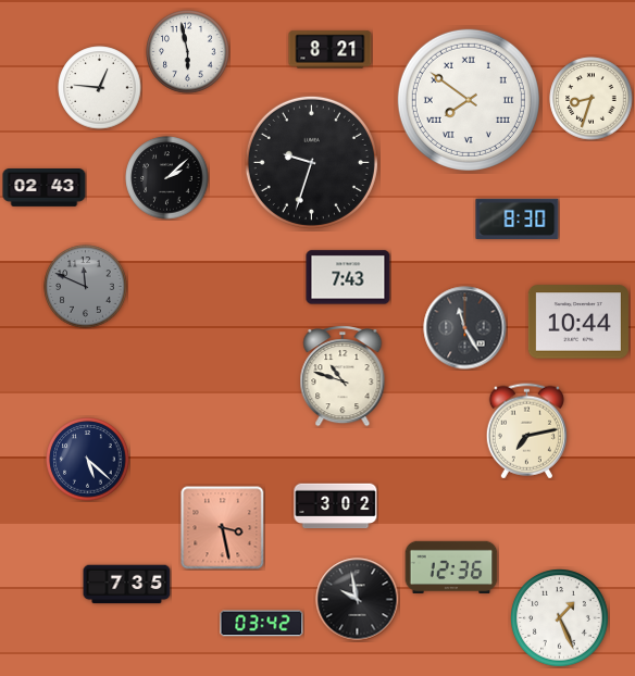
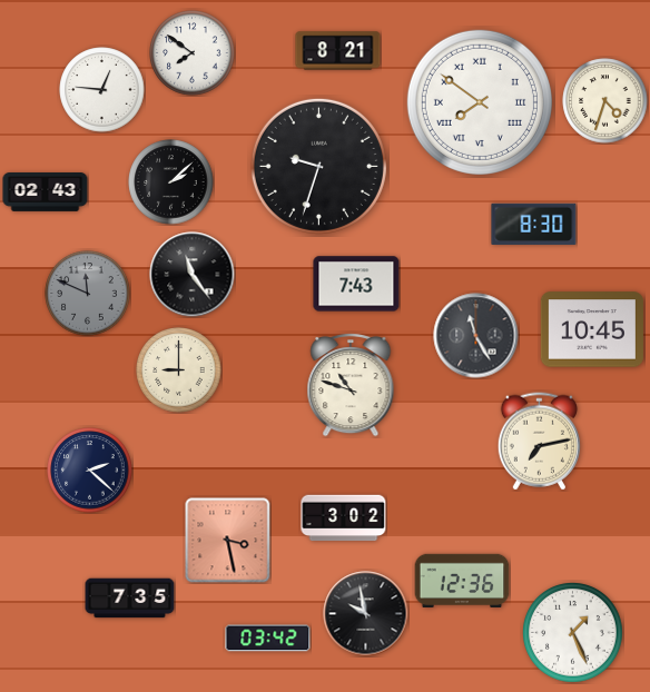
clock at (188, 52): 5:58 -> 7:51
clock at (592, 99): 8:33 -> 4:33
clock at (518, 218) position: (518, 218) -> (534, 224)
clock at (193, 275): none -> 11:24
clock at (578, 322): 10:44 -> 10:45
clock at (179, 370): none -> 9:00
clock at (88, 460): 5:22 -> 2:22
